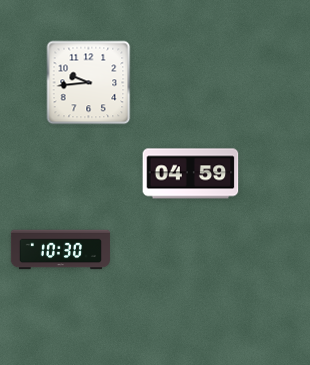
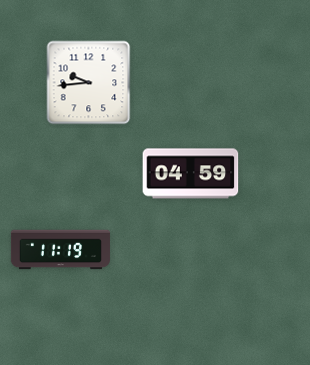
clock at (60, 250): 10:30 -> 11:19
